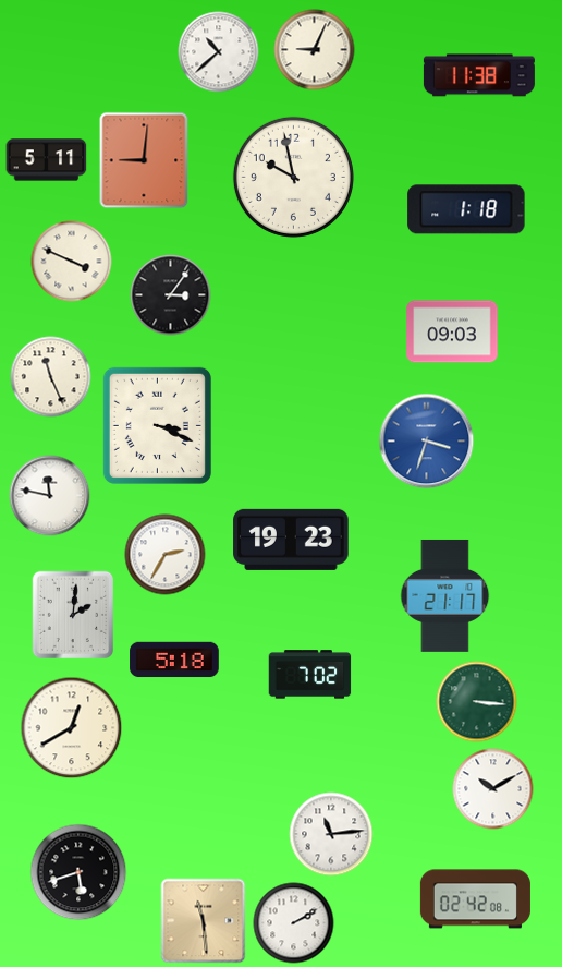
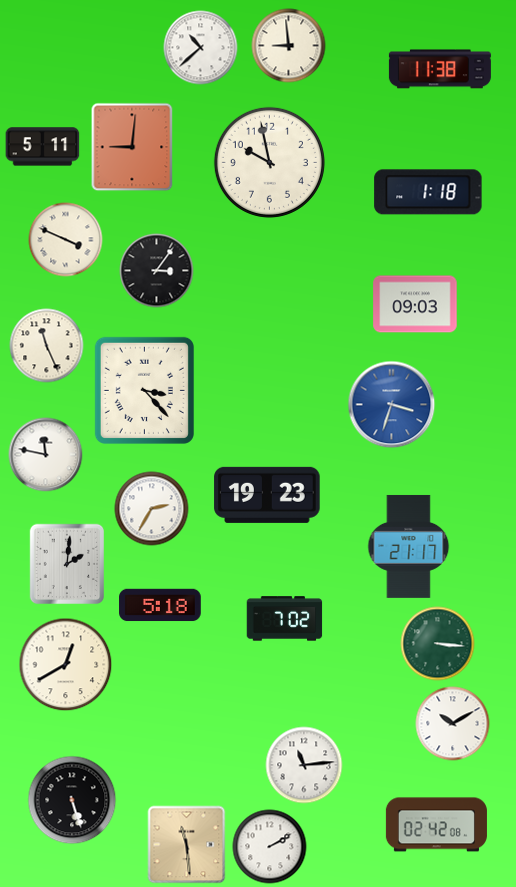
clock at (315, 50): 9:04 -> 8:59
clock at (157, 425): 3:19 -> 3:23
clock at (72, 728) position: (72, 728) -> (66, 665)
clock at (78, 872): 5:42 -> 5:27
